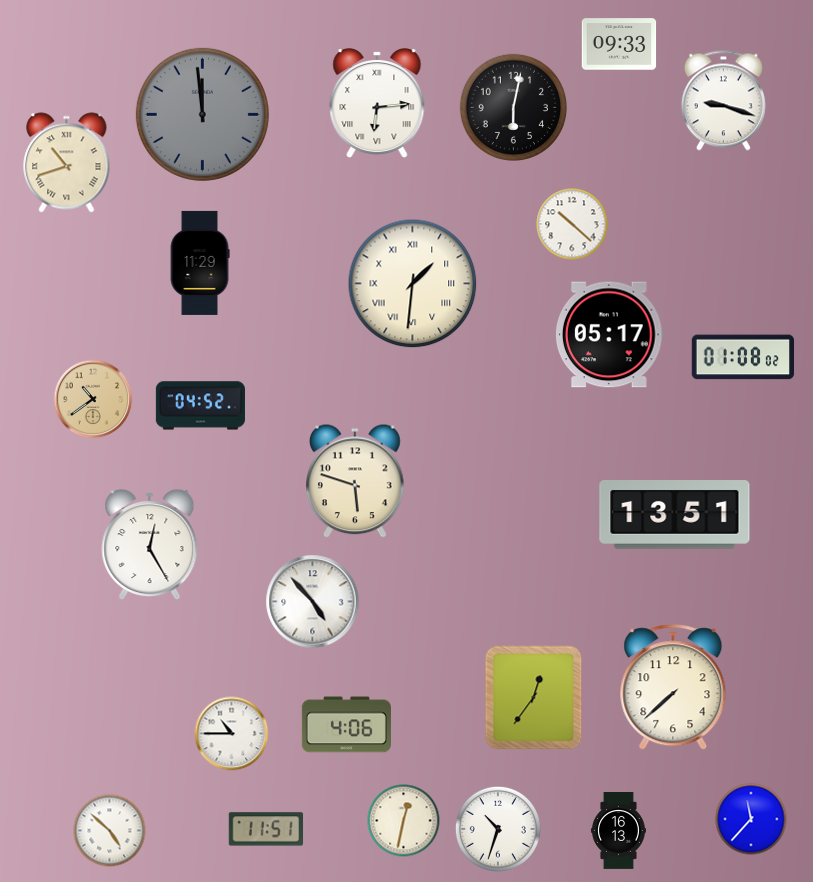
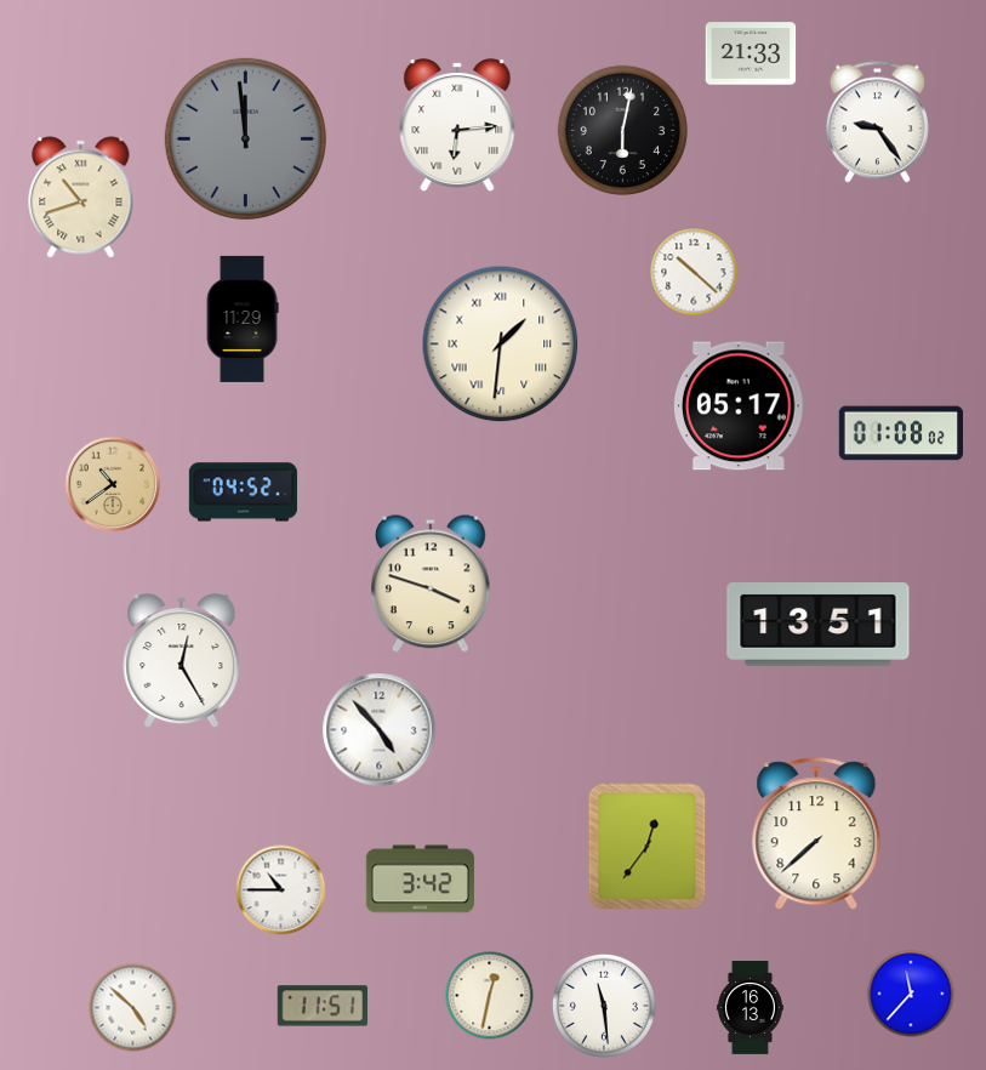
clock at (619, 44): 09:33 -> 21:33
clock at (723, 101): 9:18 -> 9:24
clock at (356, 481): 5:48 -> 3:48
clock at (346, 725): 4:06 -> 3:42
clock at (498, 829): 10:33 -> 11:29
